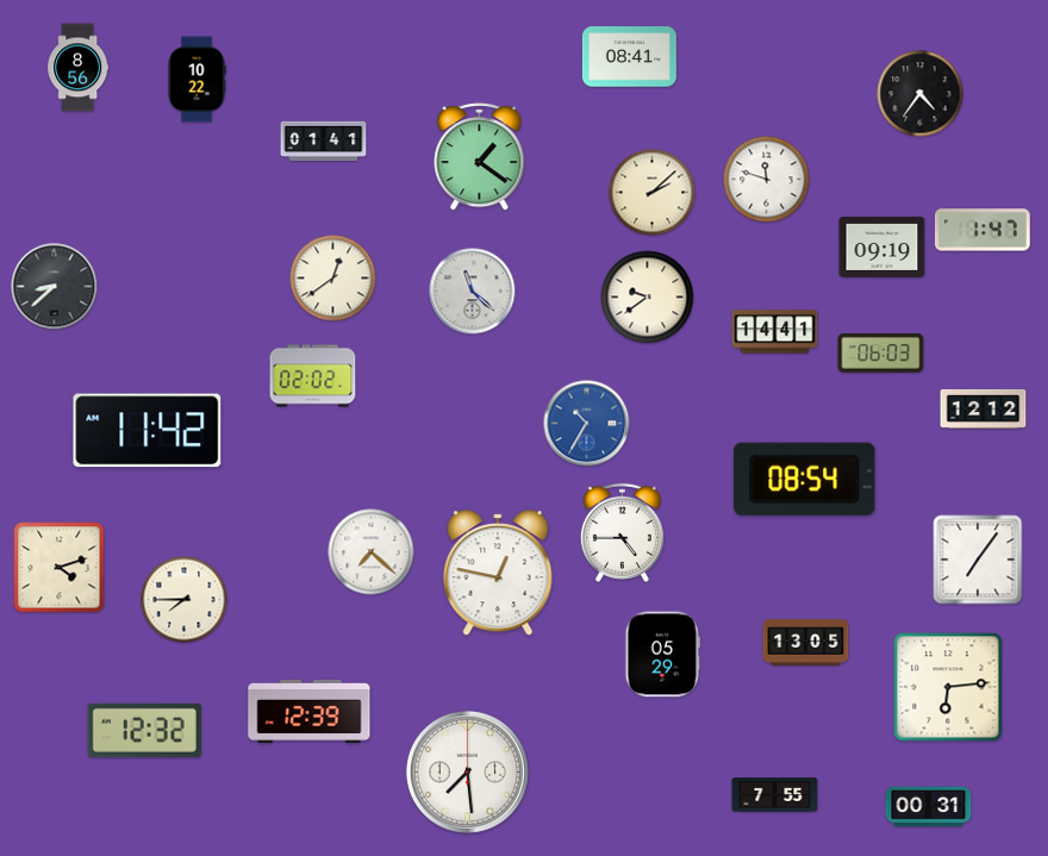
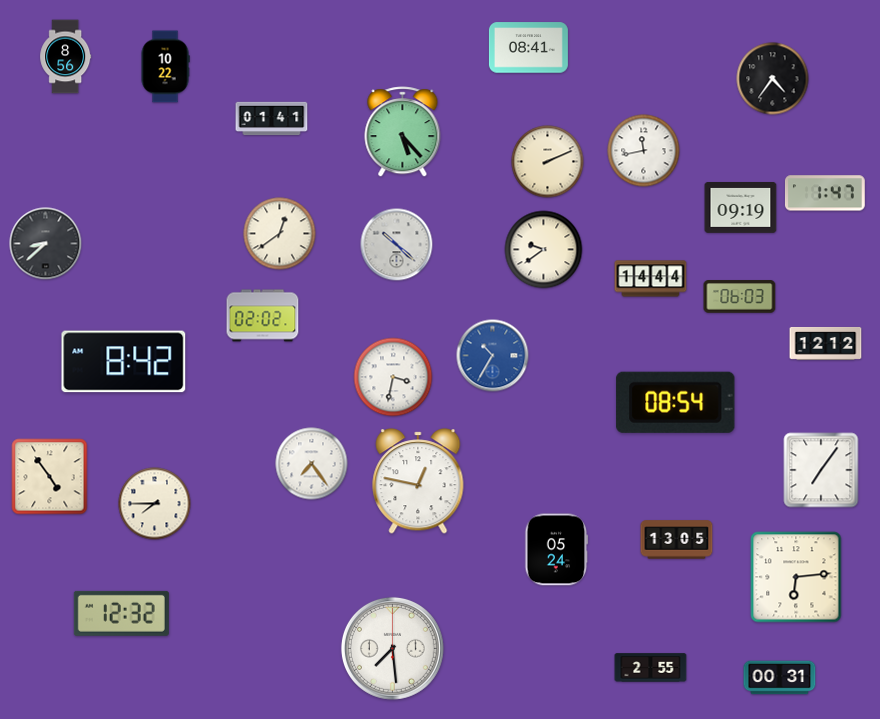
clock at (480, 157): 1:21 -> 5:23
clock at (767, 180): 11:48 -> 11:43
clock at (653, 193): 2:08 -> 2:11
clock at (55, 287) position: (55, 287) -> (46, 244)
clock at (473, 292): 11:22 -> 10:22
clock at (775, 332): 14:41 -> 14:44
clock at (148, 431): 11:42 -> 8:42
clock at (393, 377): none -> 3:32
clock at (622, 532): 4:45 -> none
clock at (372, 552): 7:22 -> 7:24
clock at (60, 568): 4:12 -> 4:54
clock at (663, 655): 05:29 -> 05:24
clock at (310, 711): 12:39 -> none
clock at (775, 795): 7:55 -> 2:55
